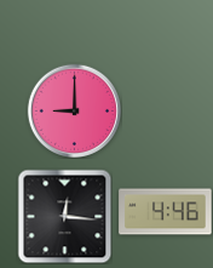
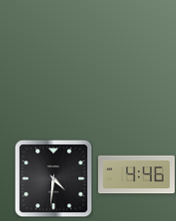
clock at (74, 110): 9:00 -> none
clock at (64, 216): 12:16 -> 4:31
